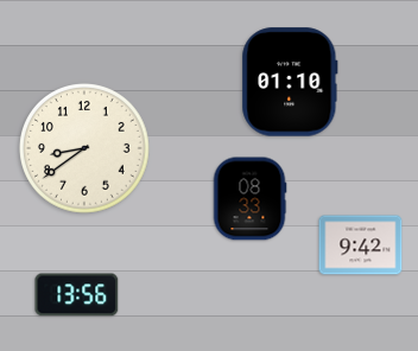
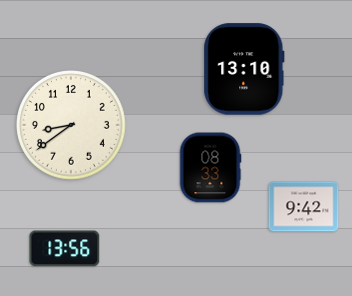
clock at (290, 82): 01:10 -> 13:10
